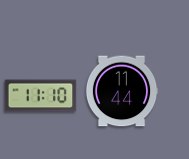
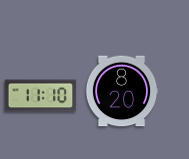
clock at (122, 91): 11:44 -> 8:20
